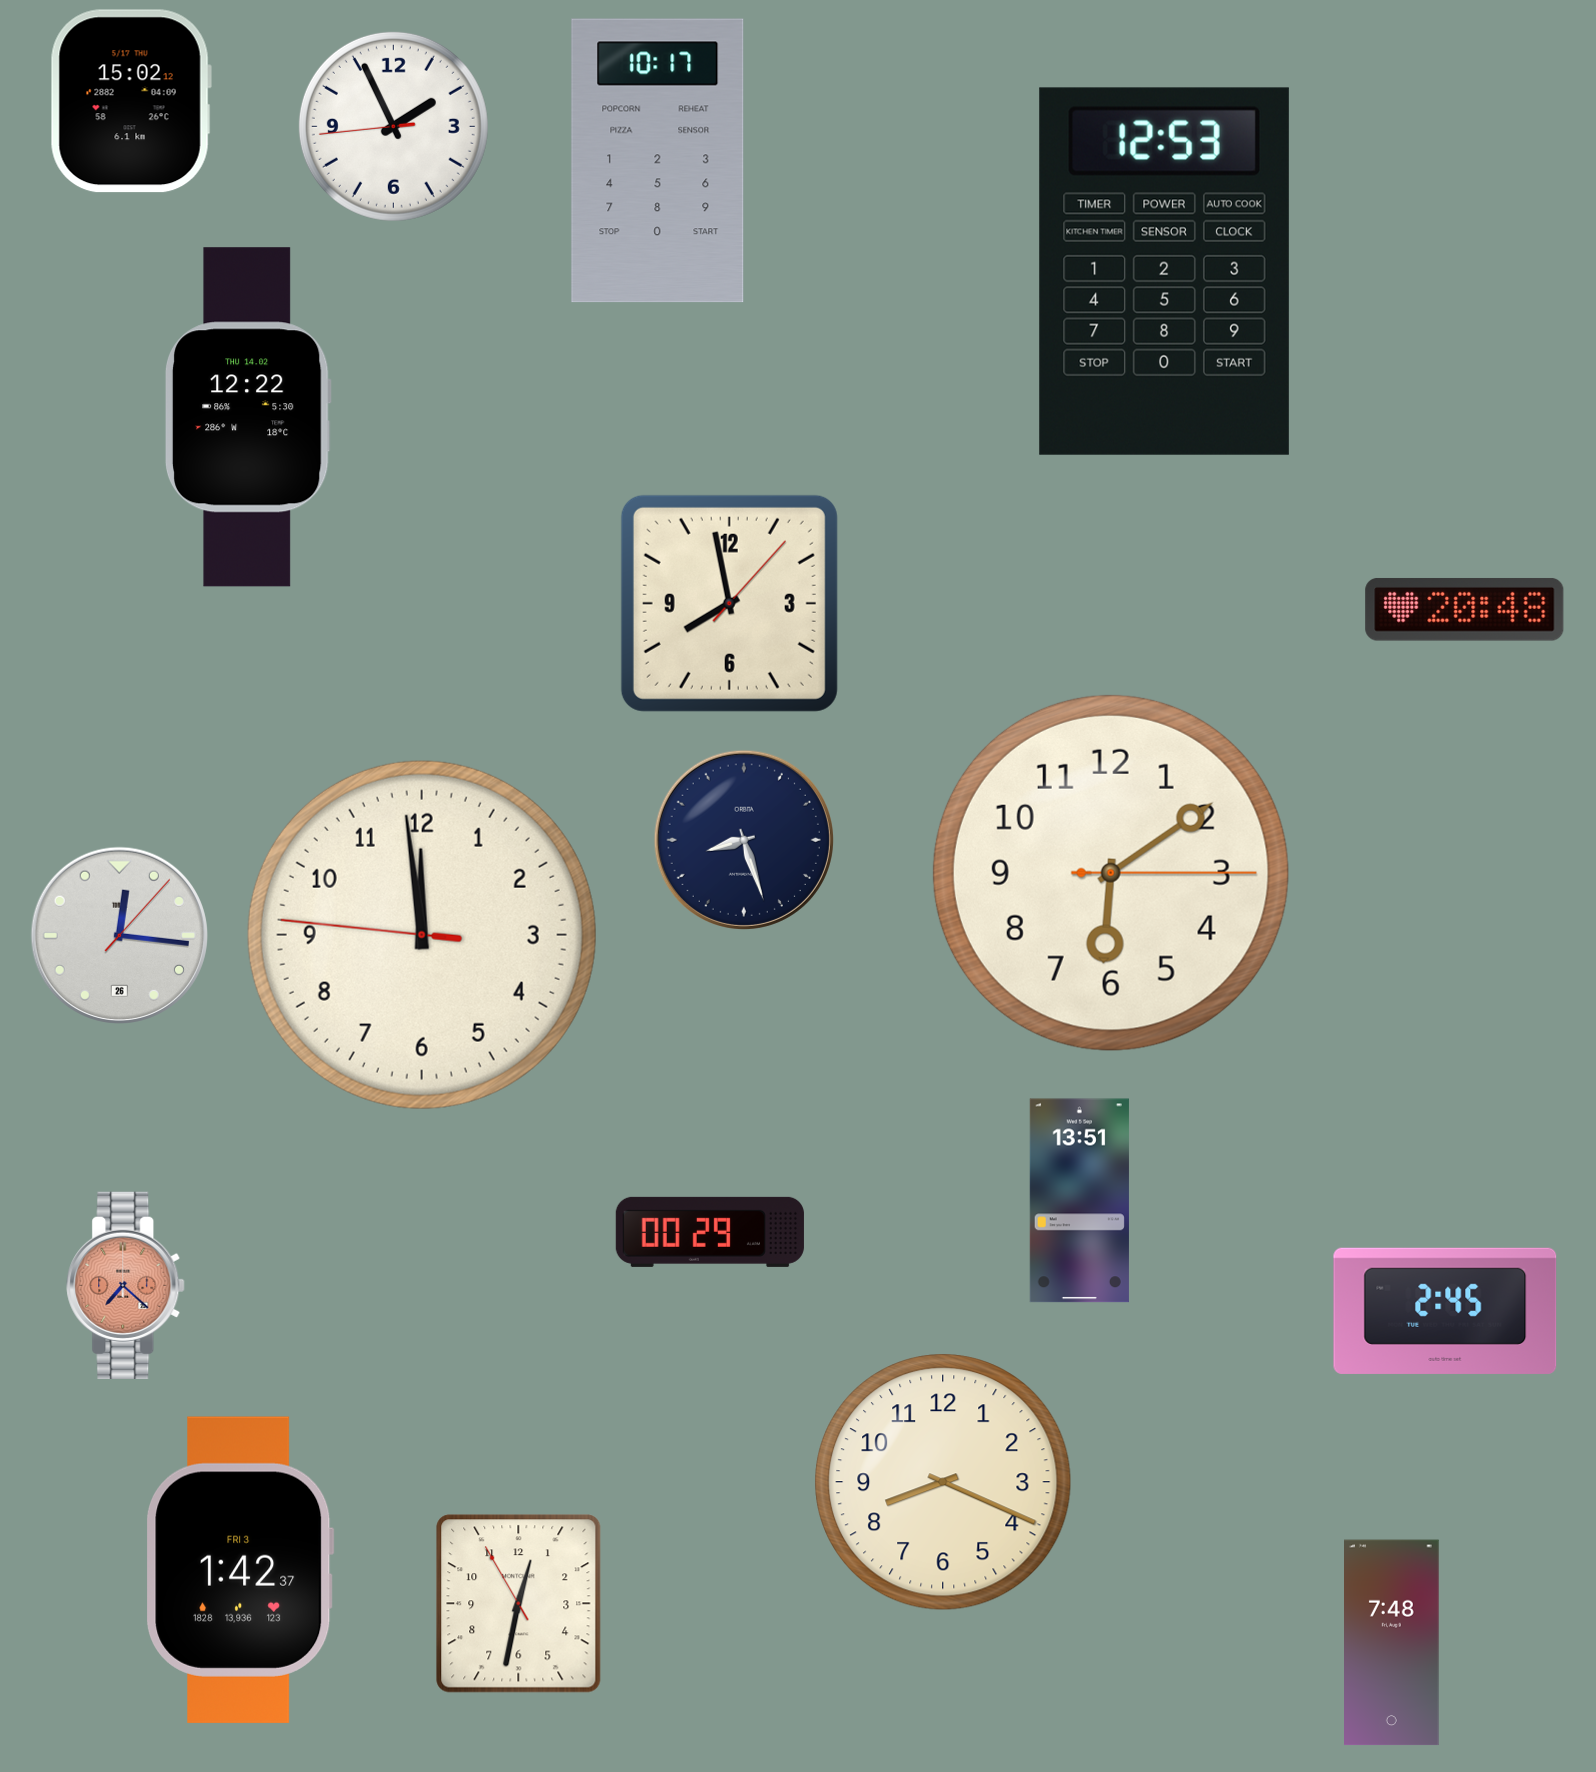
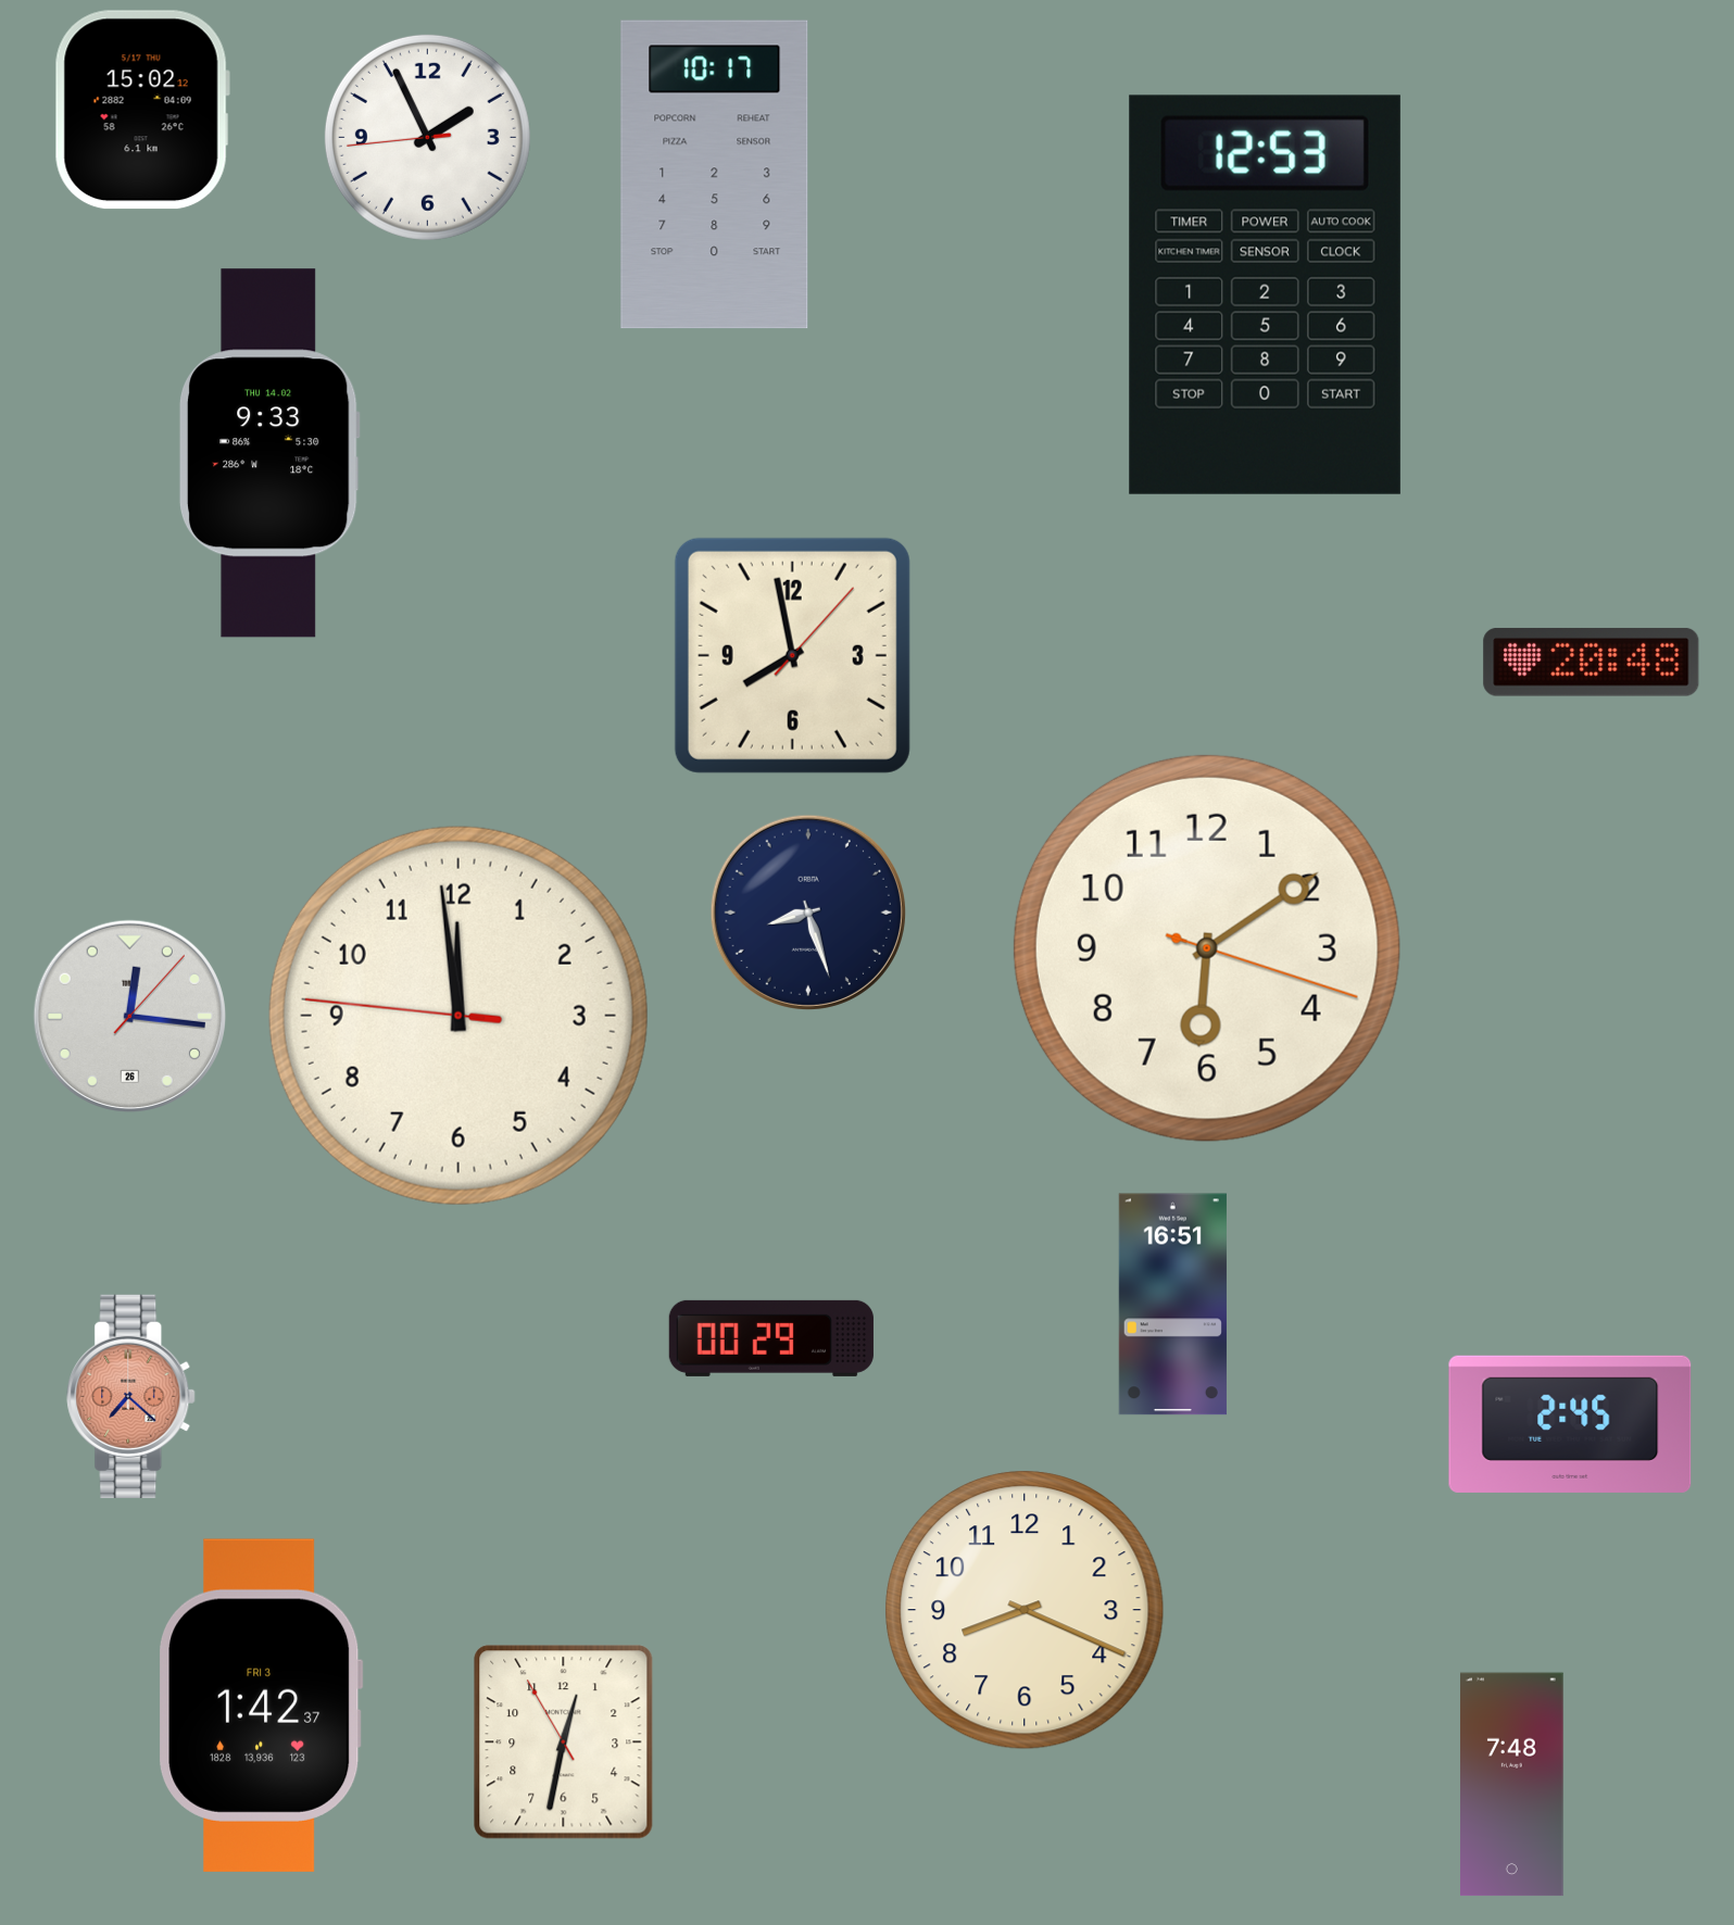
clock at (248, 417): 12:22 -> 9:33
clock at (1111, 873): 6:09:15 -> 6:09:18
clock at (1079, 1201): 13:51 -> 16:51
clock at (126, 1285) position: (126, 1285) -> (131, 1396)
